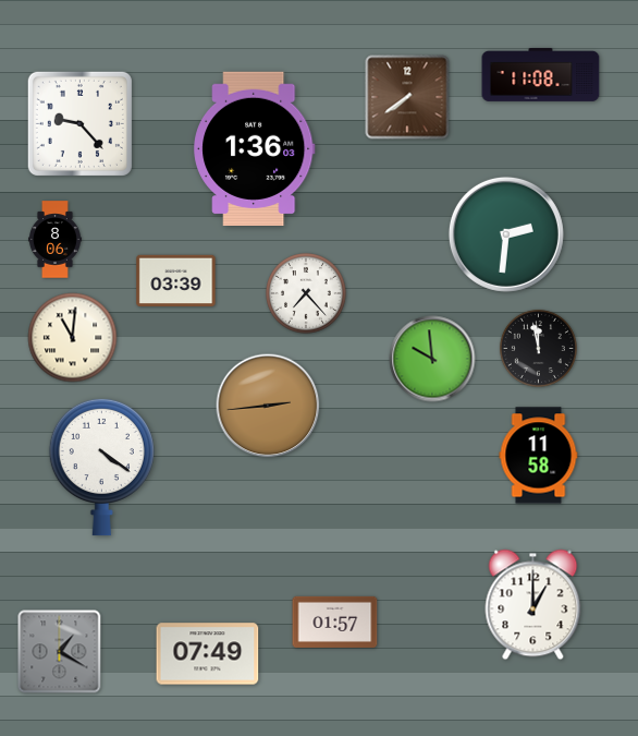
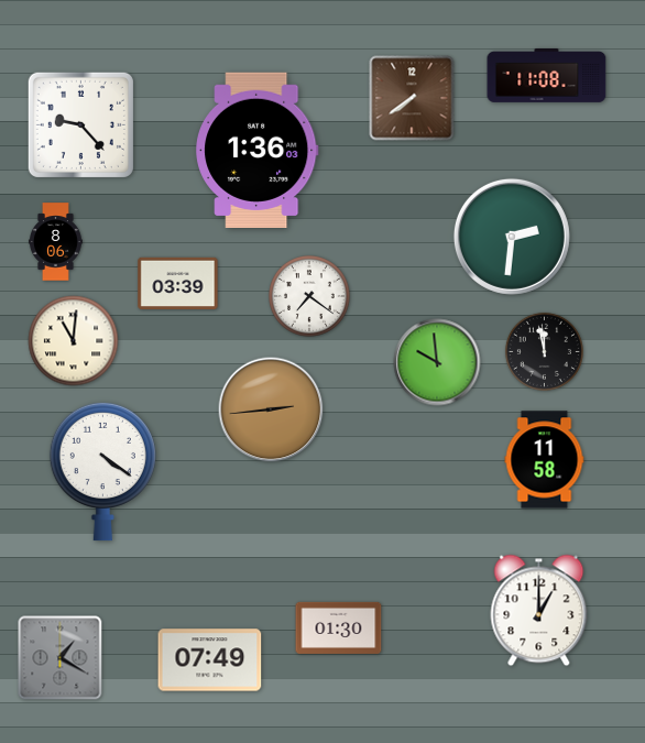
clock at (307, 294): 7:23 -> 7:21
clock at (335, 622): 01:57 -> 01:30
